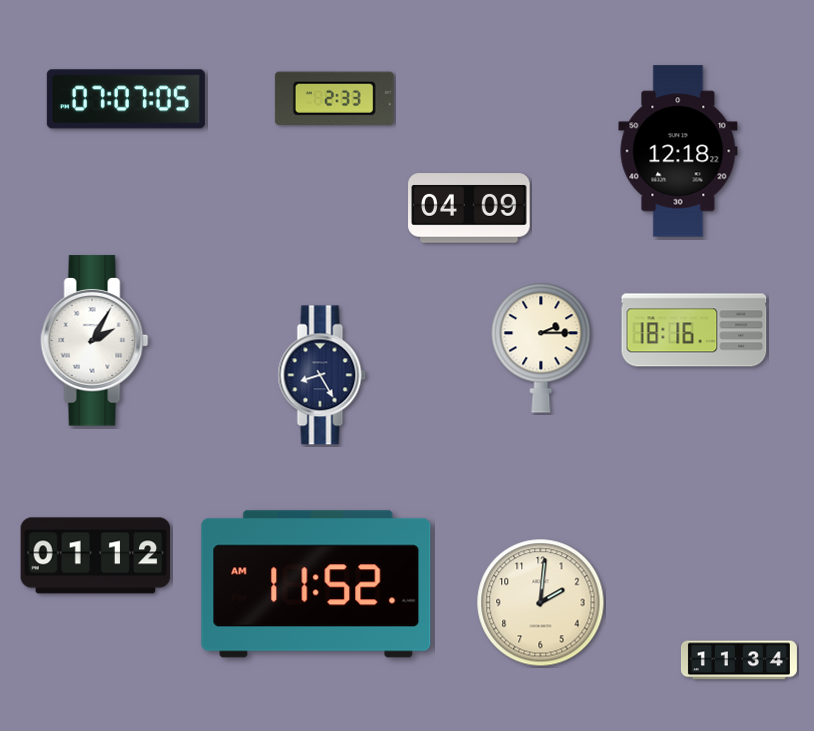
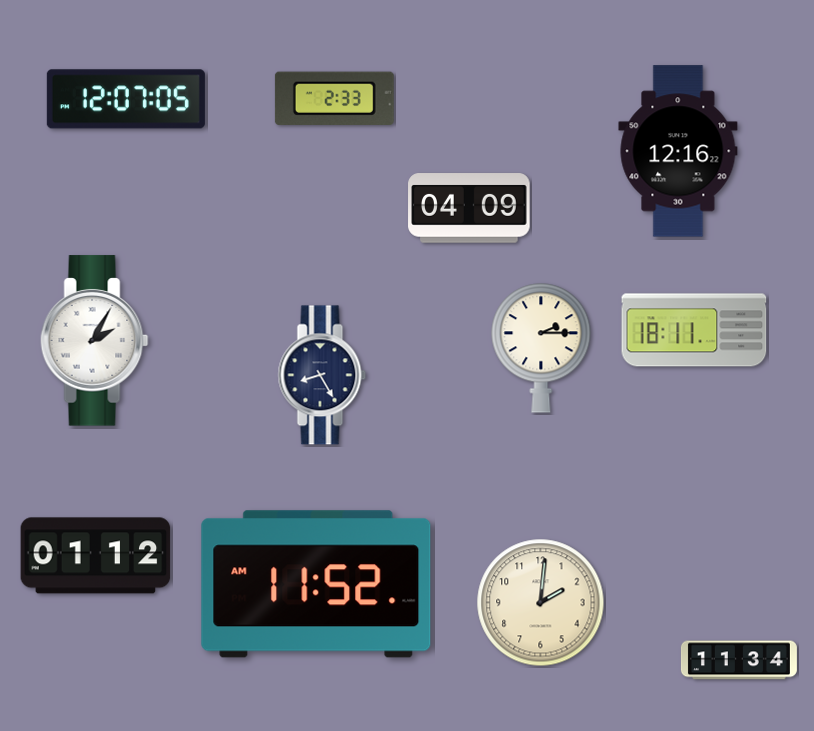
clock at (126, 99): 07:07 -> 12:07
clock at (678, 151): 12:18 -> 12:16
clock at (694, 330): 18:16 -> 18:11
